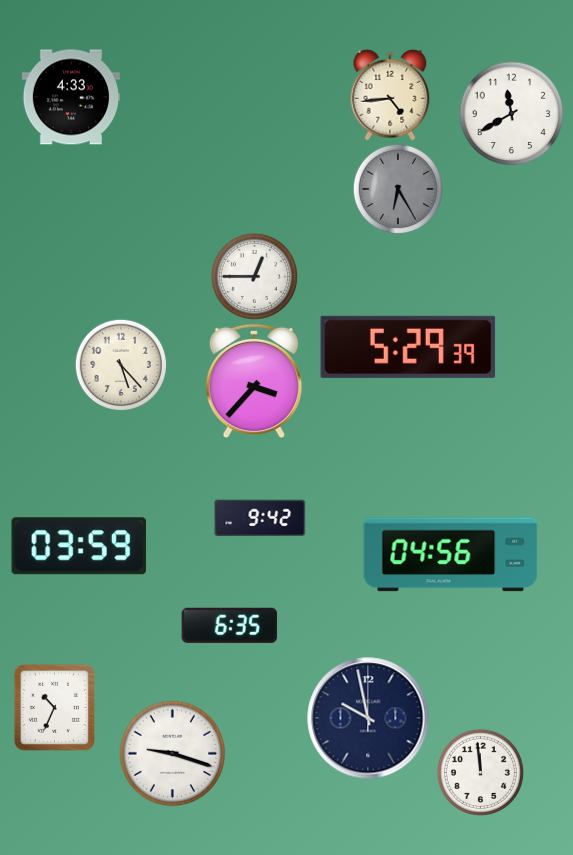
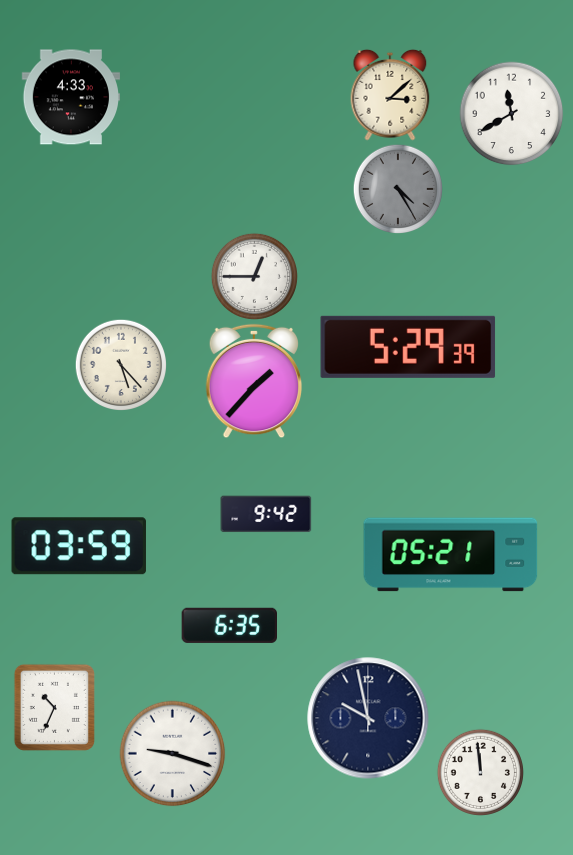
clock at (390, 95): 4:44 -> 3:08
clock at (397, 188): 6:25 -> 4:25
clock at (254, 381): 3:37 -> 1:37
clock at (260, 518) position: (260, 518) -> (266, 514)
clock at (451, 555): 04:56 -> 05:21
